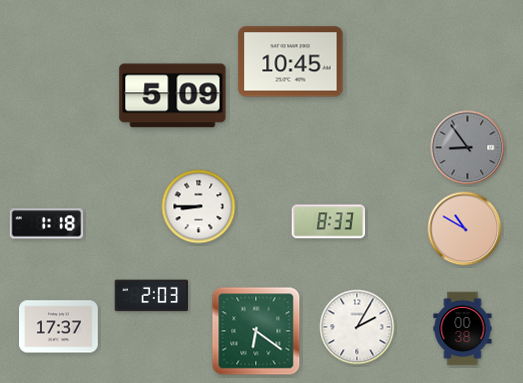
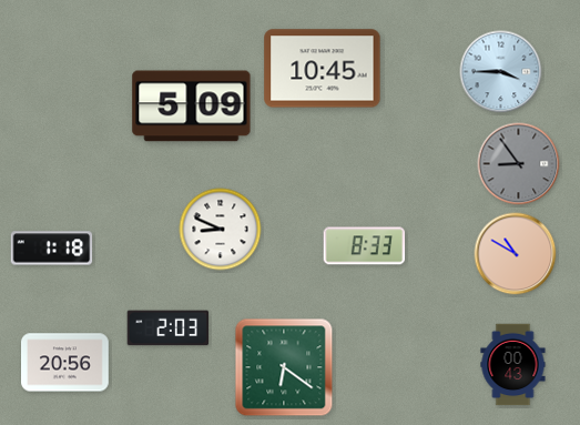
clock at (501, 72): none -> 3:45
clock at (199, 207): 8:45 -> 8:49
clock at (59, 327): 17:37 -> 20:56
clock at (357, 327): 2:05 -> none
clock at (463, 329): 00:38 -> 00:43
